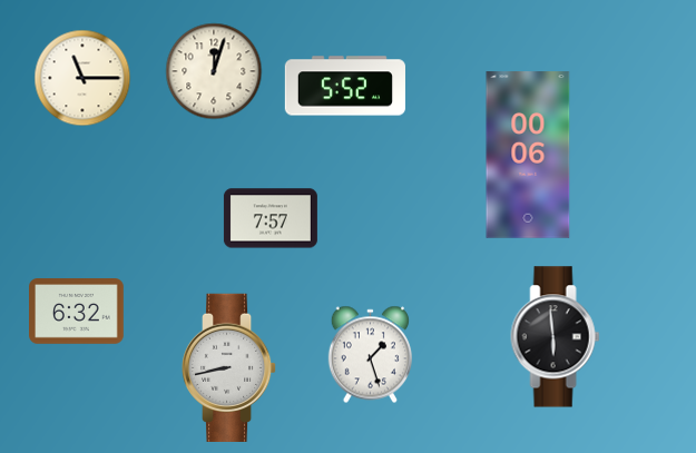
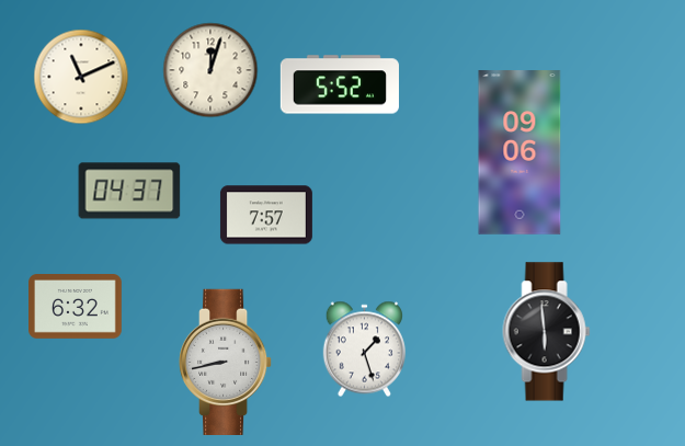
clock at (82, 78): 11:15 -> 11:11
clock at (528, 155): 00:06 -> 09:06
clock at (129, 191): none -> 04:37
